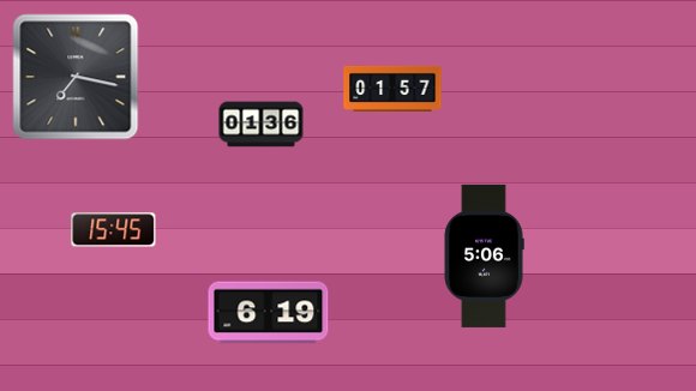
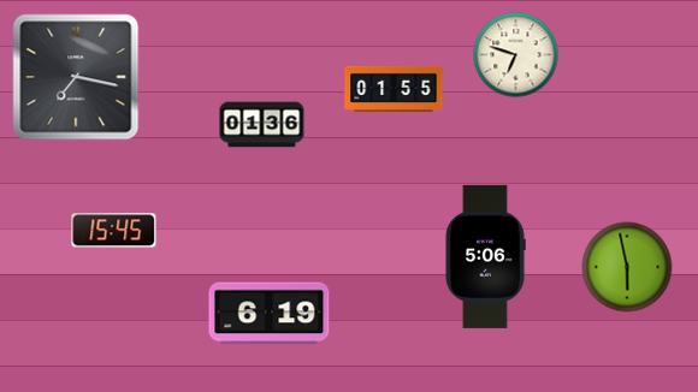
clock at (516, 55): none -> 6:48
clock at (392, 89): 01:57 -> 01:55
clock at (627, 267): none -> 5:58
